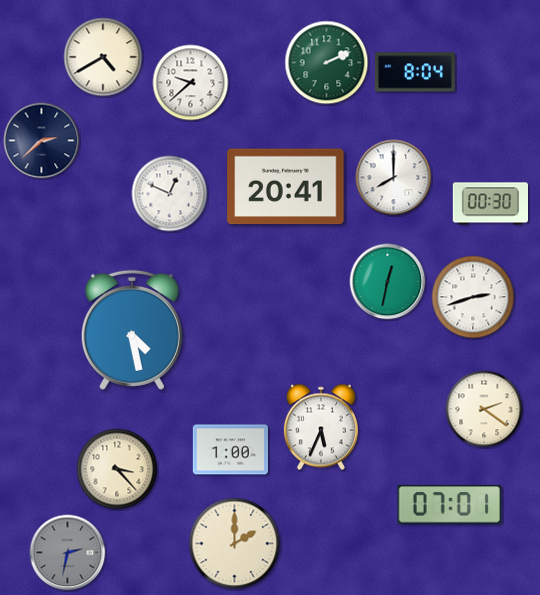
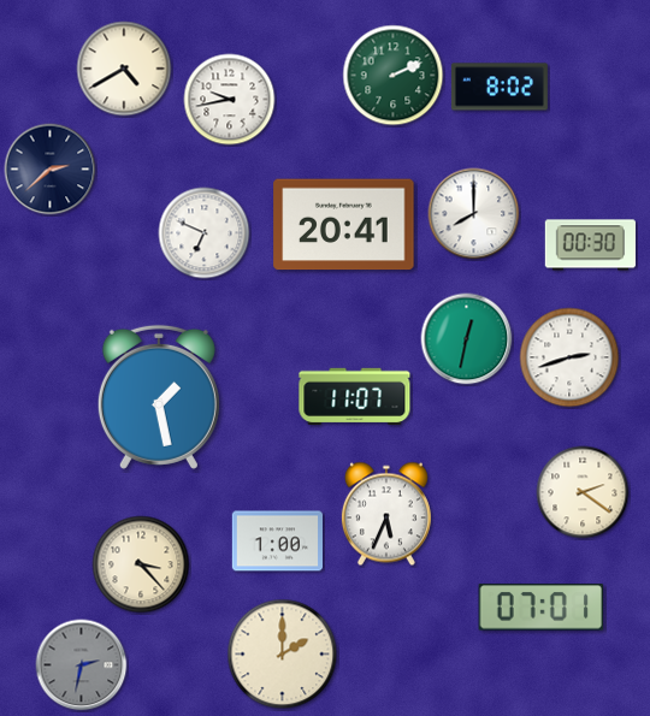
clock at (415, 72): 8:04 -> 8:02
clock at (191, 83): 9:38 -> 9:43
clock at (170, 194): 12:49 -> 6:49
clock at (355, 396): none -> 11:07
clock at (132, 330): 4:28 -> 1:28
